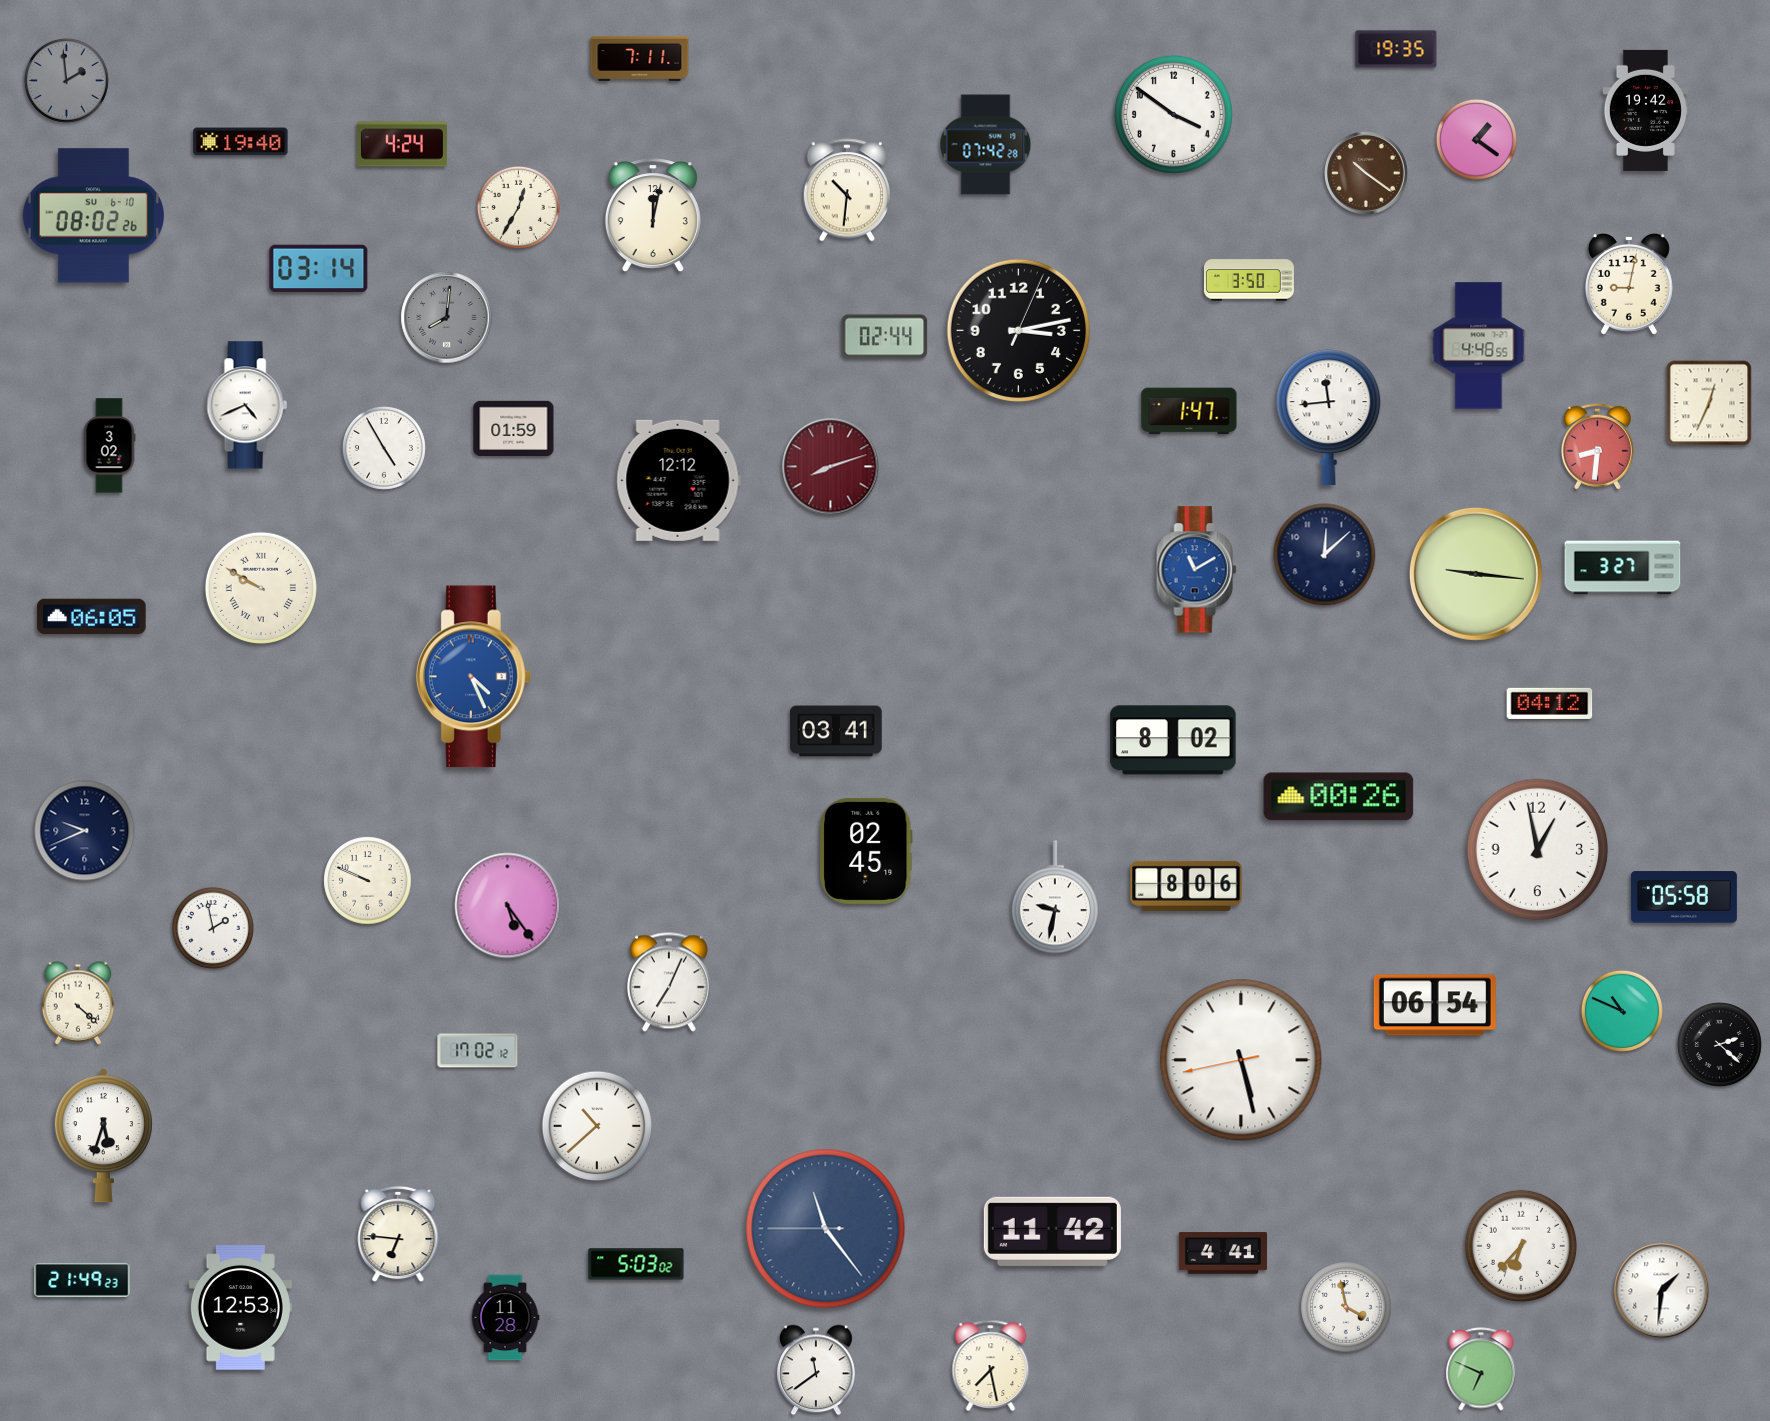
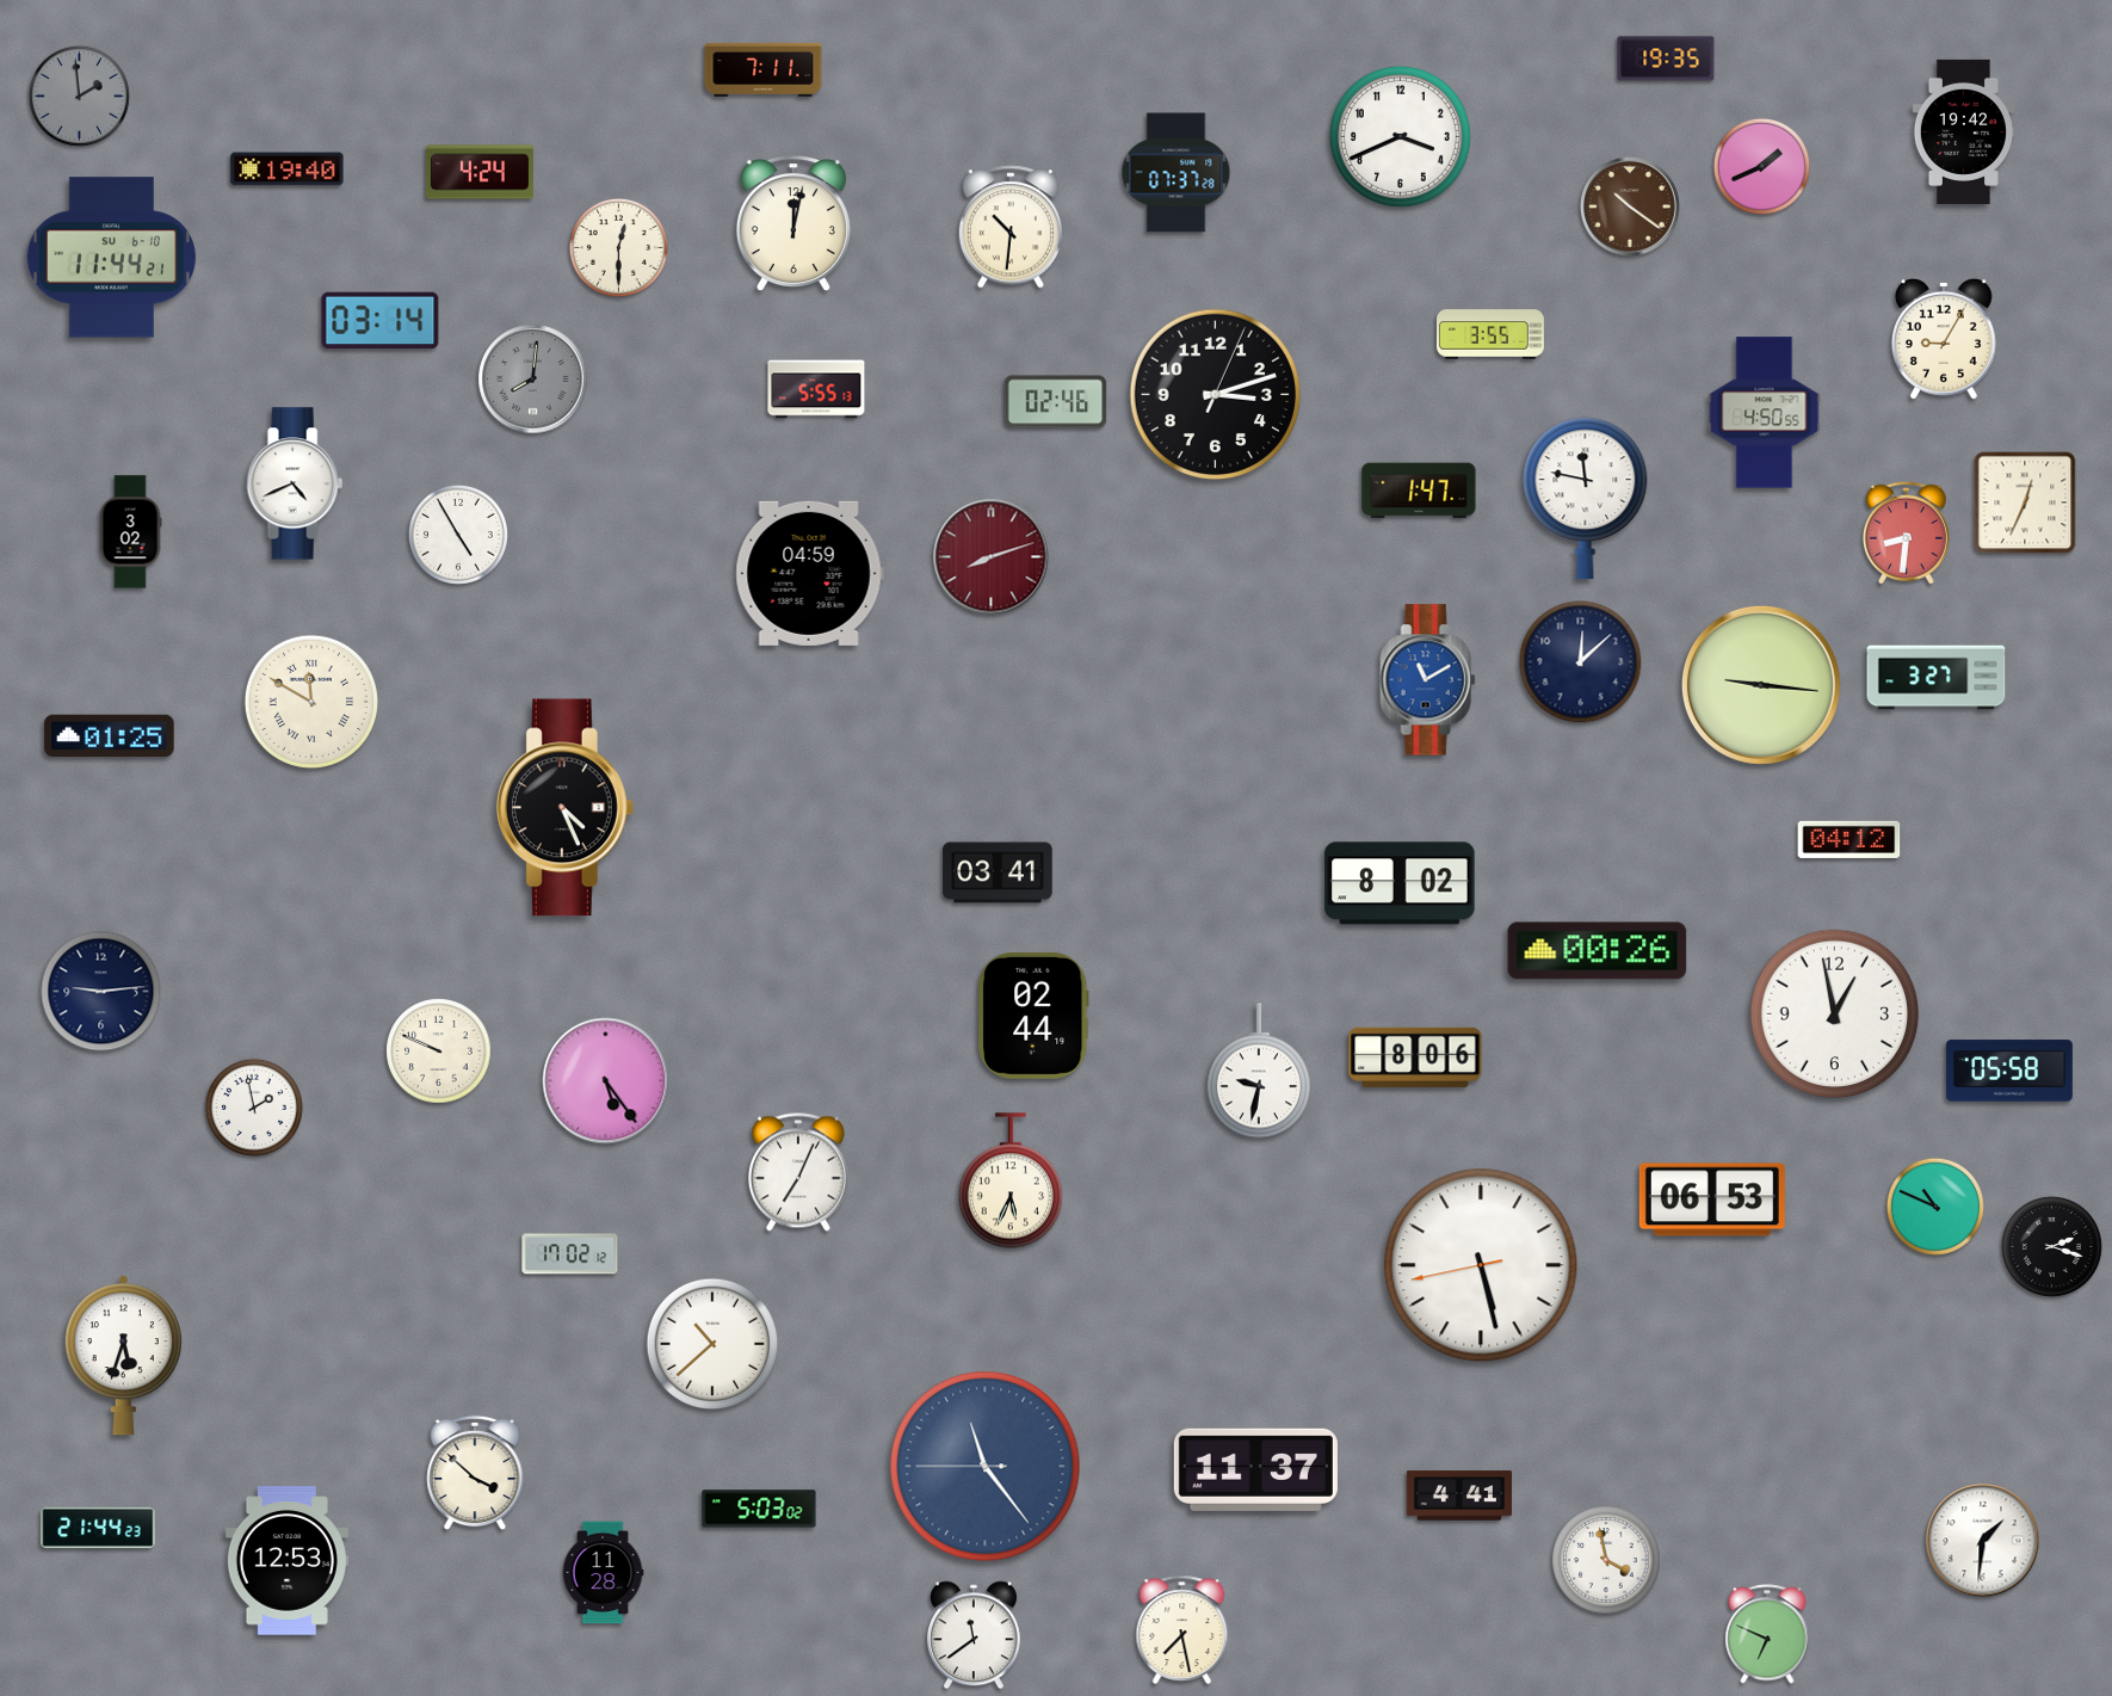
clock at (1173, 114): 3:51 -> 3:41
clock at (1476, 139): 1:21 -> 1:41
clock at (986, 145): 07:42 -> 07:37
clock at (518, 207): 12:35 -> 12:30
clock at (93, 216): 08:02 -> 11:44
clock at (653, 216) position: (653, 216) -> (793, 224)
clock at (1249, 280): 3:50 -> 3:55
clock at (1629, 284): 9:02 -> 9:05
clock at (816, 389): none -> 5:55
clock at (1018, 330): 3:13 -> 3:12
clock at (885, 337): 02:44 -> 02:46
clock at (1479, 346): 4:48 -> 4:50
clock at (1709, 403) position: (1709, 403) -> (2025, 502)
clock at (1329, 418): 11:44 -> 11:47
clock at (514, 428): 01:59 -> none
clock at (678, 480): 12:12 -> 04:59
clock at (260, 587): 9:50 -> 11:50
clock at (92, 617): 06:05 -> 01:25
clock at (473, 677) dial: blue -> black
clock at (85, 831): 9:41 -> 9:14
clock at (866, 851): 02:45 -> 02:44
clock at (1011, 1180): none -> 5:34
clock at (78, 1003): 4:22 -> none
clock at (1435, 1005): 06:54 -> 06:53
clock at (1719, 1044): 2:22 -> 2:18
clock at (1052, 1231): 11:42 -> 11:37
clock at (398, 1234): 6:46 -> 3:52
clock at (1520, 1245): 6:37 -> none
clock at (82, 1280): 21:49 -> 21:44
